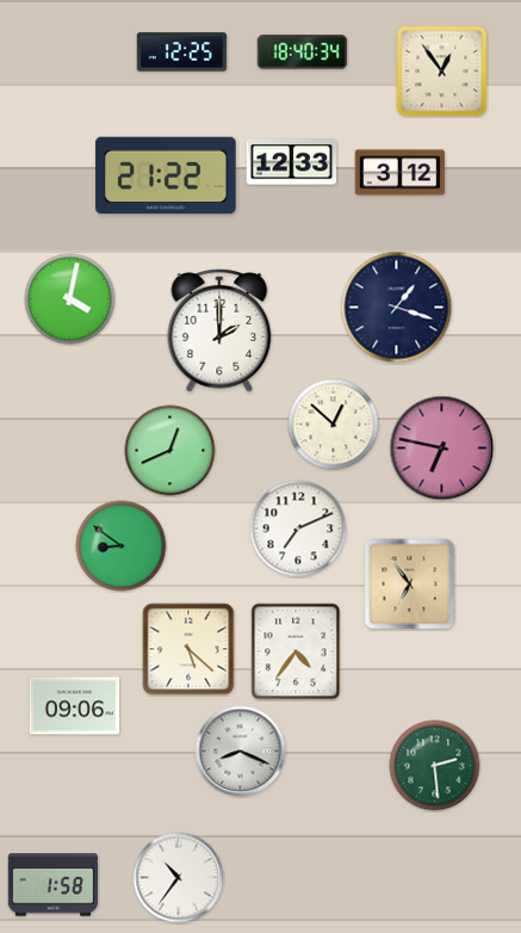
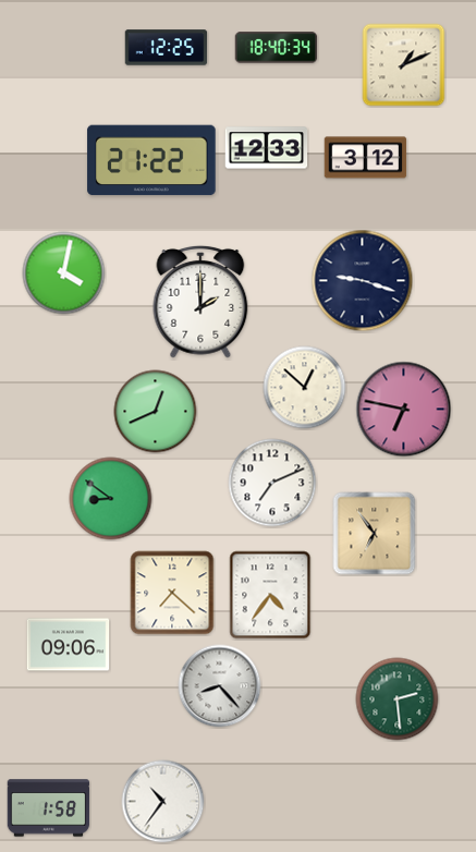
clock at (442, 72): 12:54 -> 1:11
clock at (397, 308): 1:18 -> 9:18
clock at (188, 649): 5:22 -> 7:22
clock at (241, 752): 8:19 -> 8:23
